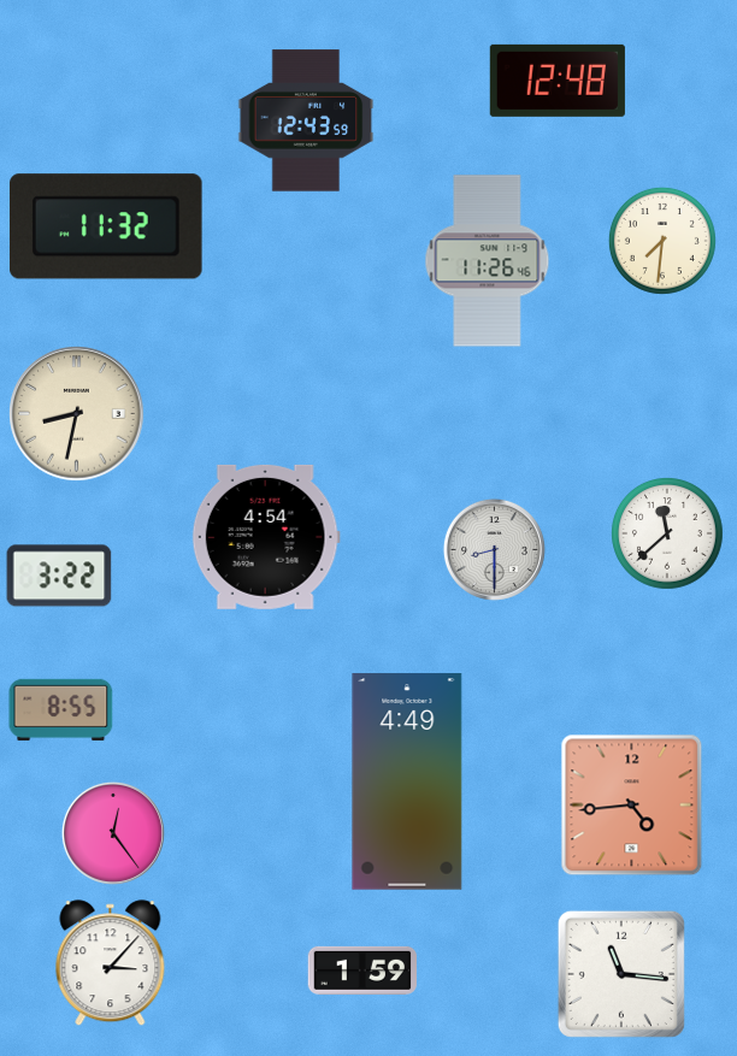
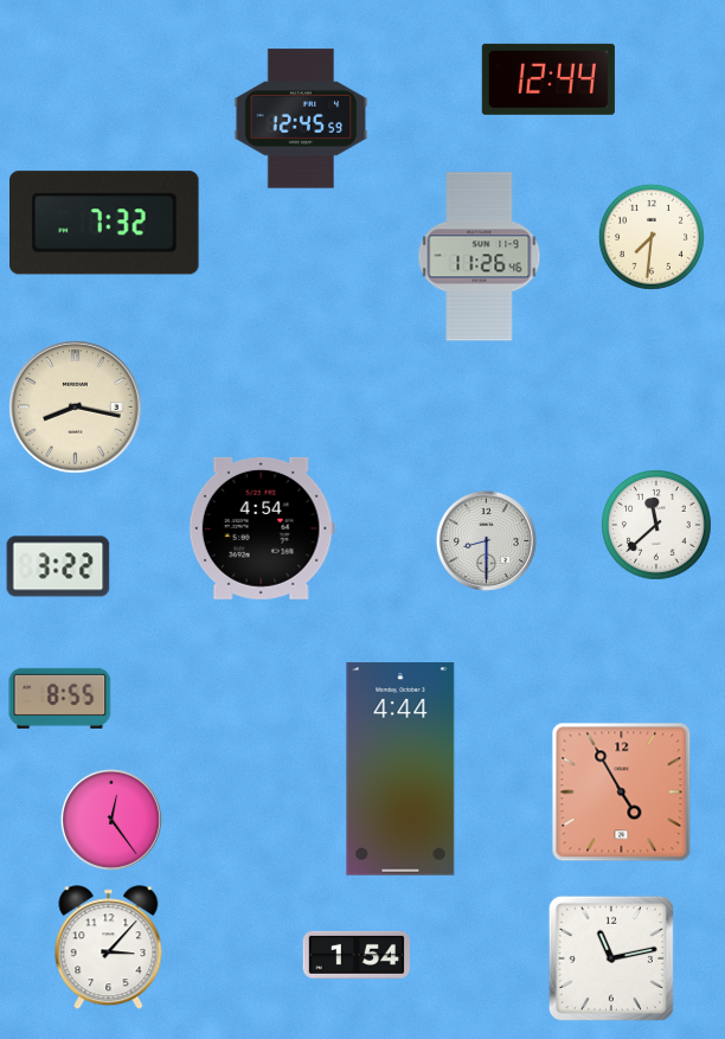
clock at (558, 81): 12:48 -> 12:44
clock at (306, 120): 12:43 -> 12:45
clock at (107, 226): 11:32 -> 7:32
clock at (77, 414): 8:32 -> 8:17
clock at (407, 781): 4:49 -> 4:44
clock at (632, 806): 4:44 -> 4:55
clock at (361, 971): 1:59 -> 1:54
clock at (621, 974): 11:16 -> 11:13
